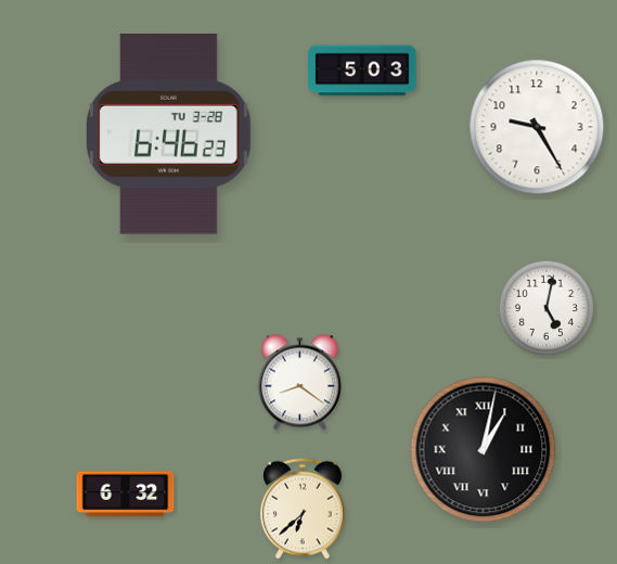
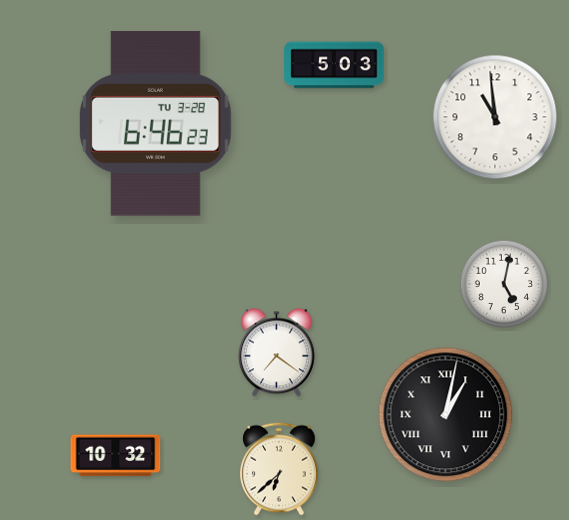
clock at (537, 127): 9:25 -> 10:59
clock at (299, 383): 8:21 -> 7:21
clock at (126, 495): 6:32 -> 10:32
